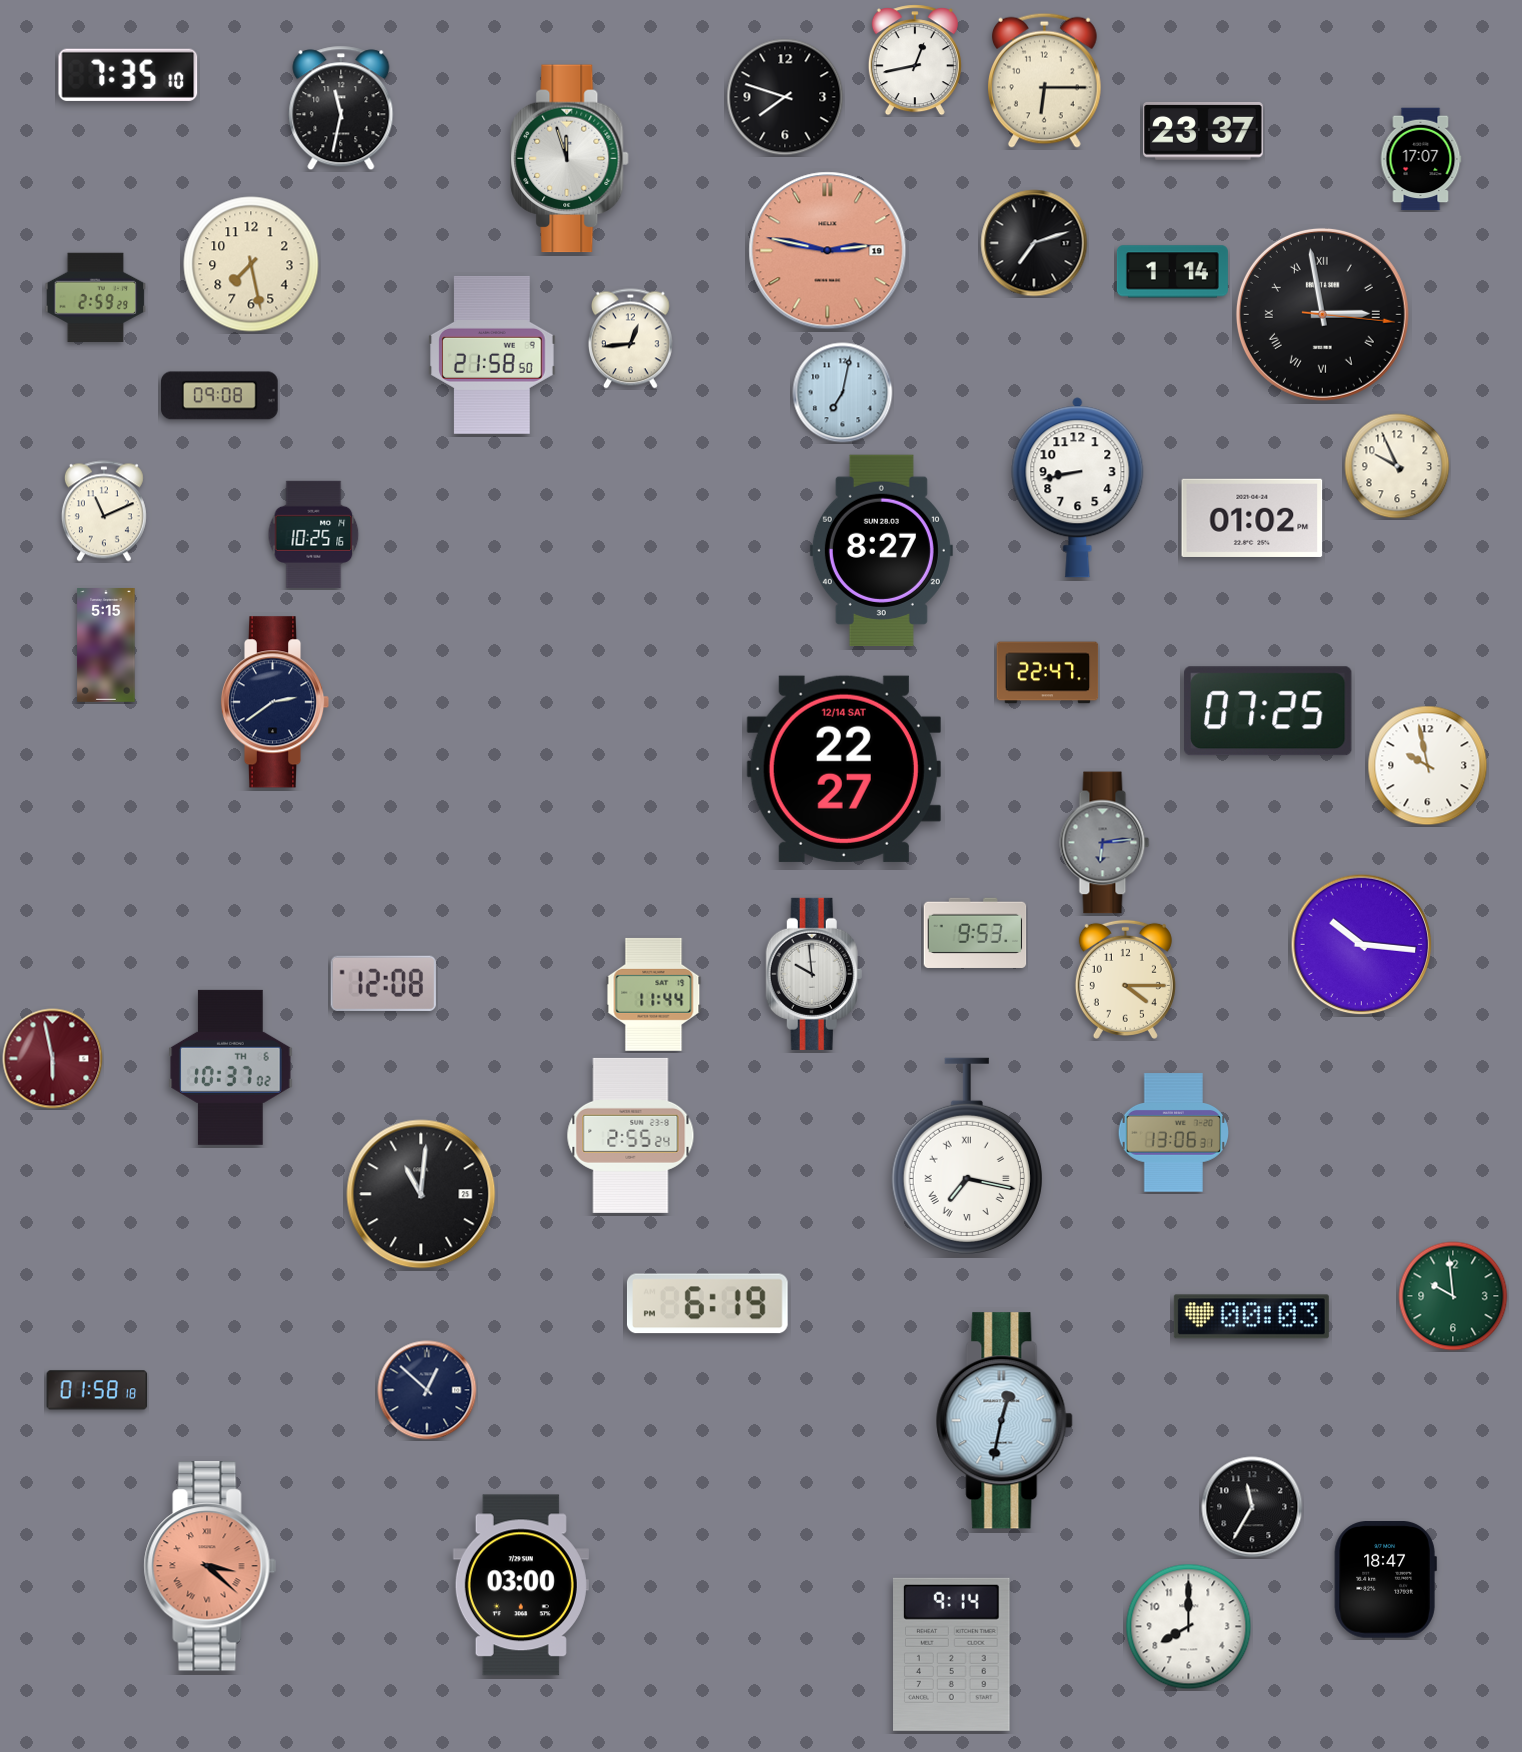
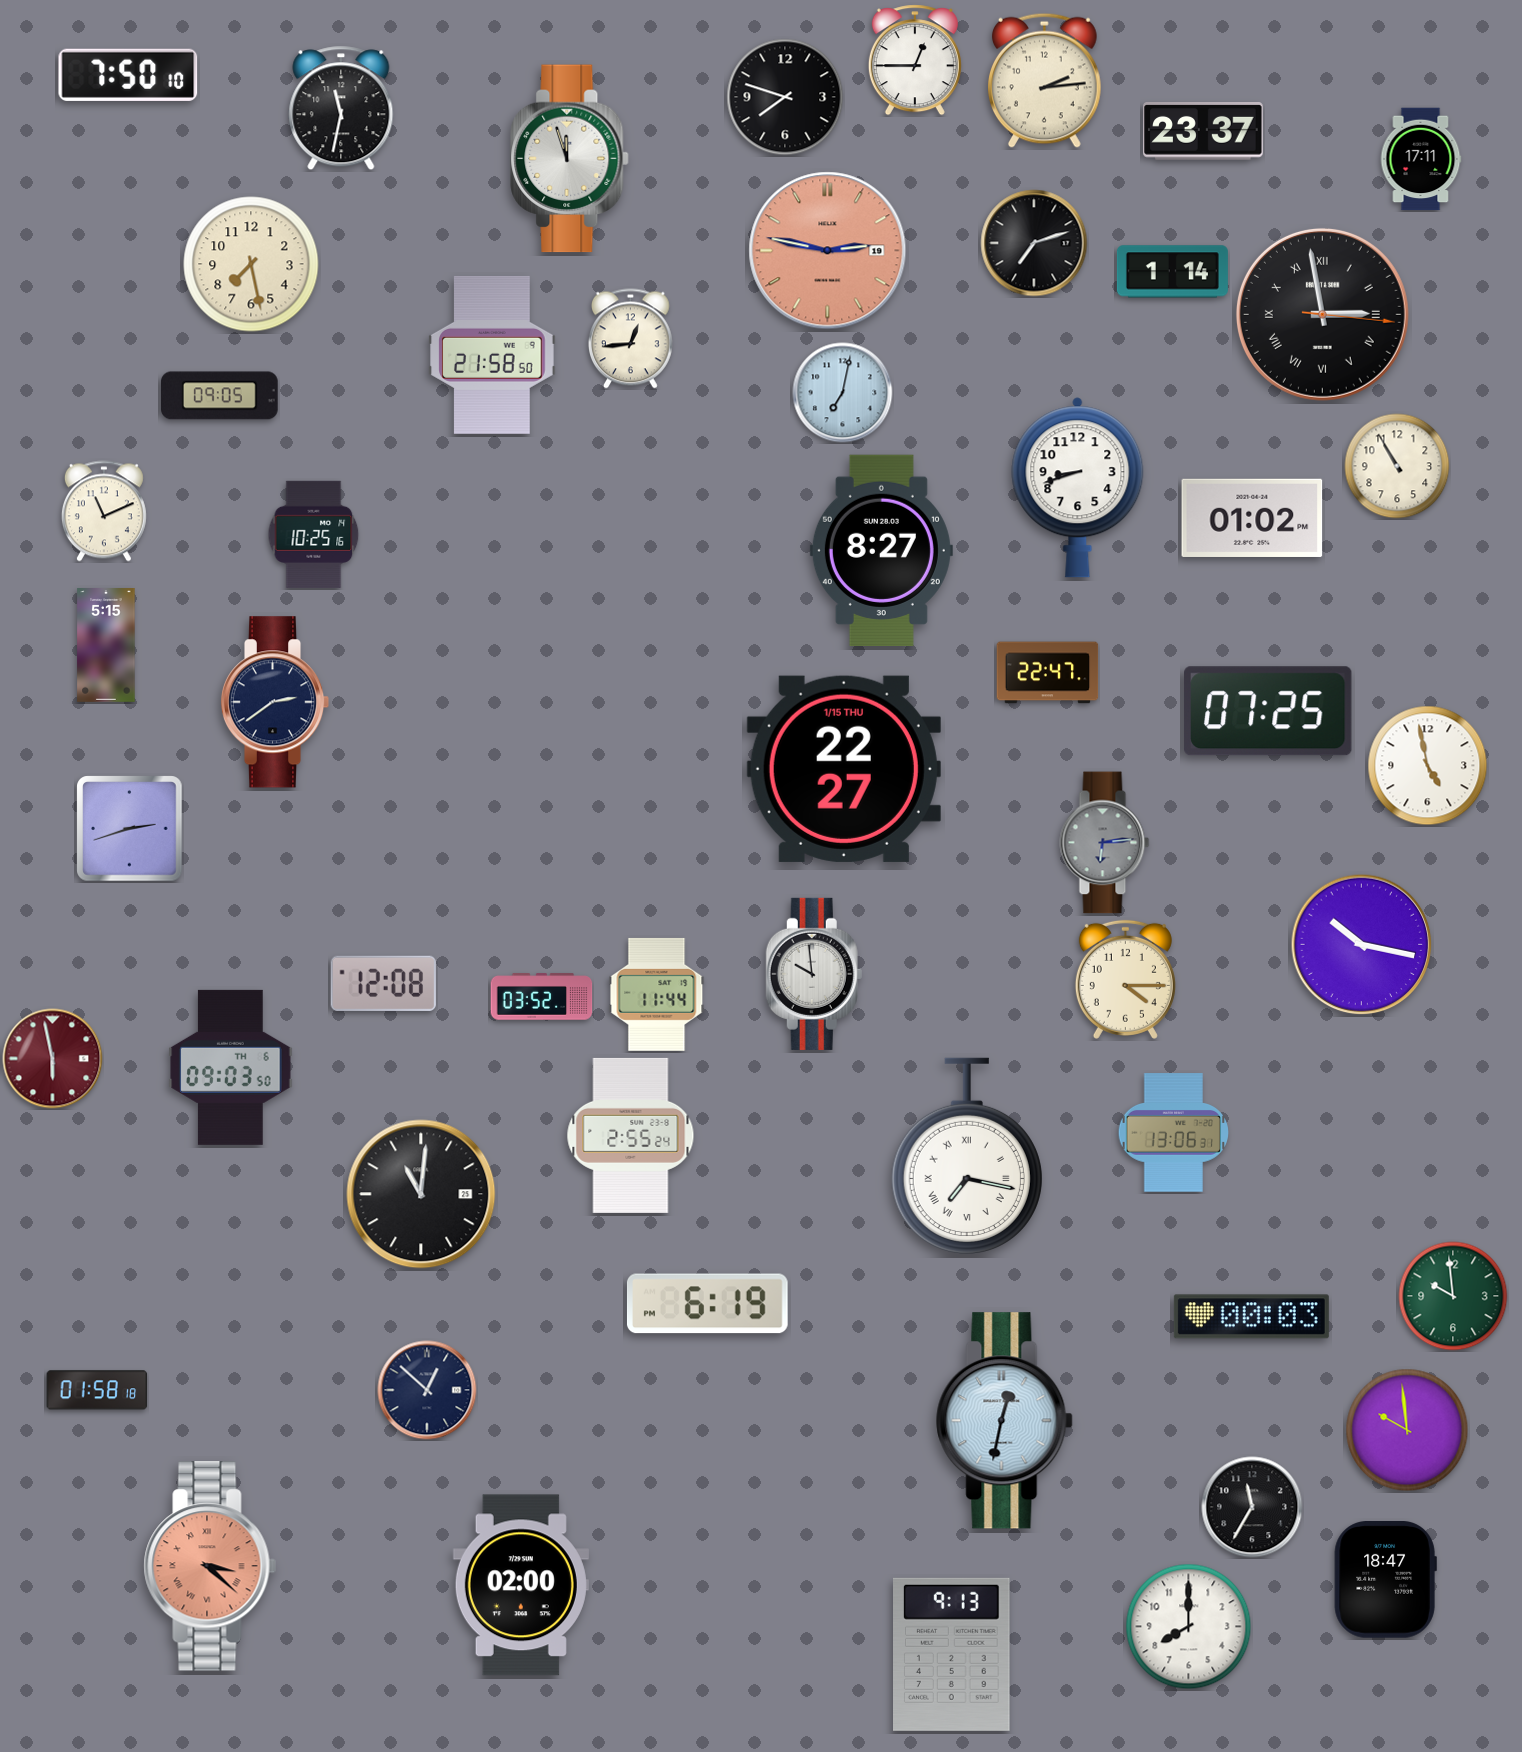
clock at (915, 60): 12:43 -> 12:45
clock at (128, 75): 7:35 -> 7:50
clock at (1044, 80): 6:15 -> 2:14
clock at (1421, 159): 17:07 -> 17:11
clock at (96, 297): 2:59 -> none
clock at (220, 396): 09:08 -> 09:05
clock at (1397, 466): 9:56 -> 10:55
clock at (1078, 488): 8:43 -> 8:42
clock at (1428, 766): 9:58 -> 4:58
clock at (844, 769) date: 12/14 SAT -> 1/15 THU
clock at (130, 829): none -> 2:42
clock at (975, 933): 9:53 -> none
clock at (1362, 945): 10:16 -> 10:17
clock at (654, 994) position: (654, 994) -> (657, 994)
clock at (542, 997): none -> 03:52
clock at (231, 1067): 10:37 -> 09:03
clock at (1407, 1430): none -> 9:59
clock at (521, 1585): 03:00 -> 02:00
clock at (952, 1654): 9:14 -> 9:13
